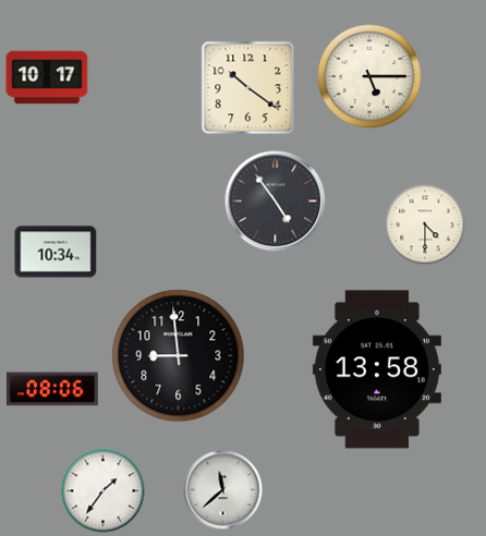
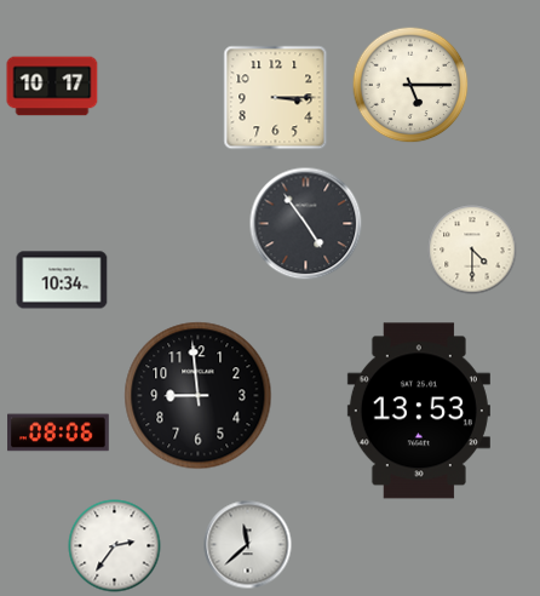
clock at (248, 88): 10:21 -> 3:15
clock at (377, 369): 13:58 -> 13:53
clock at (104, 491): 1:36 -> 2:36
